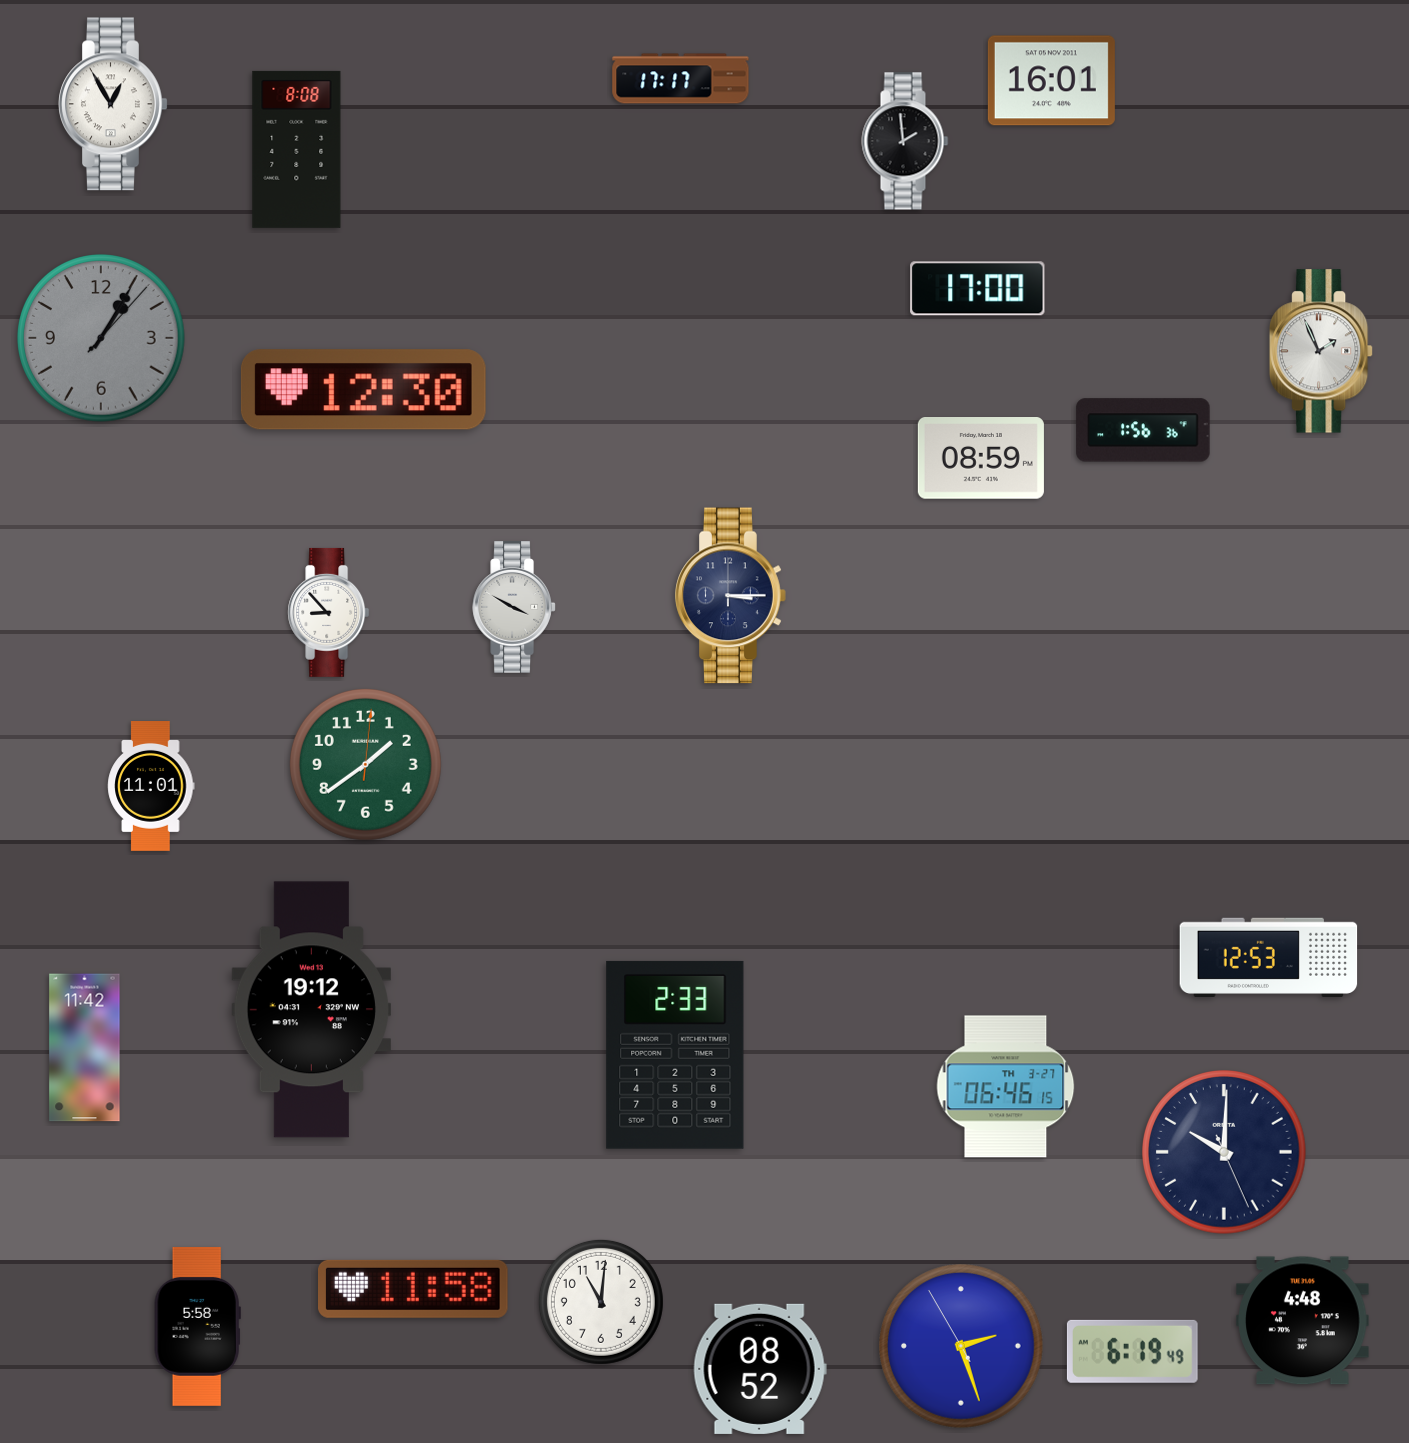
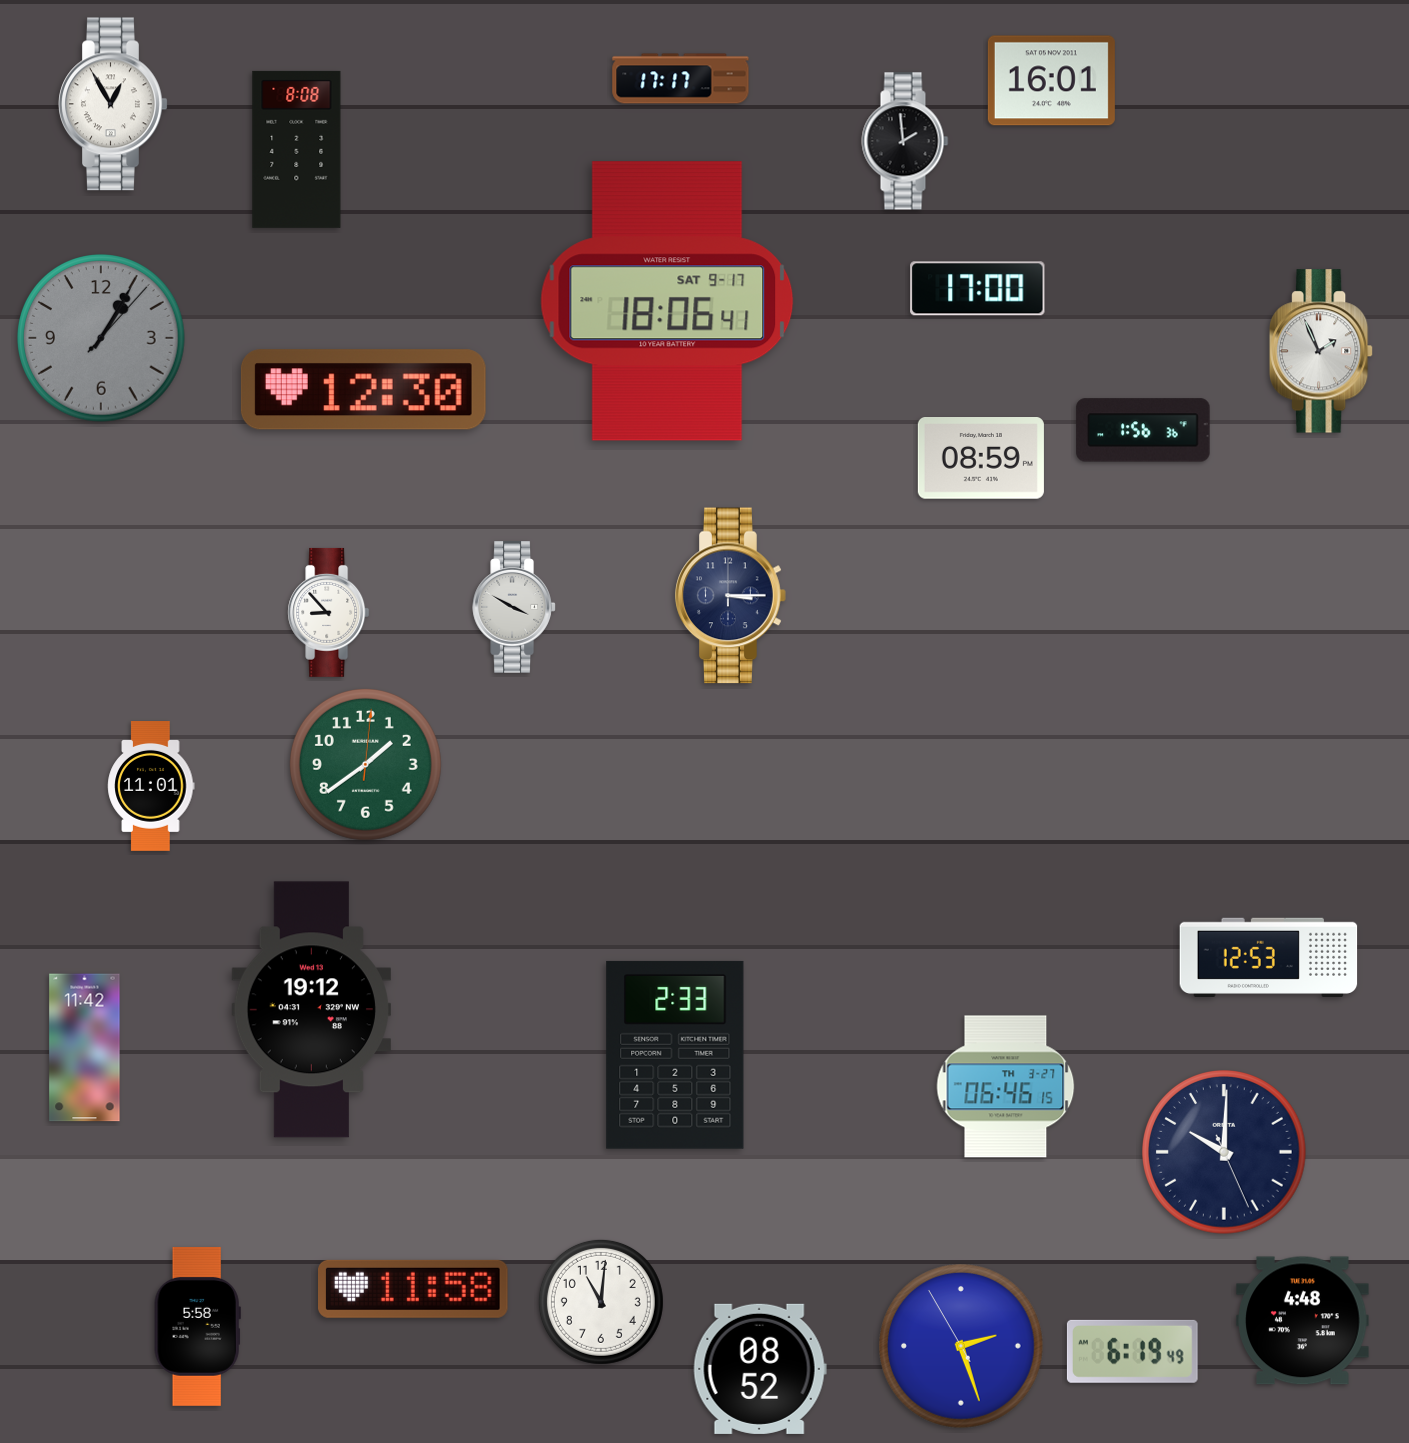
clock at (667, 301): none -> 18:06
